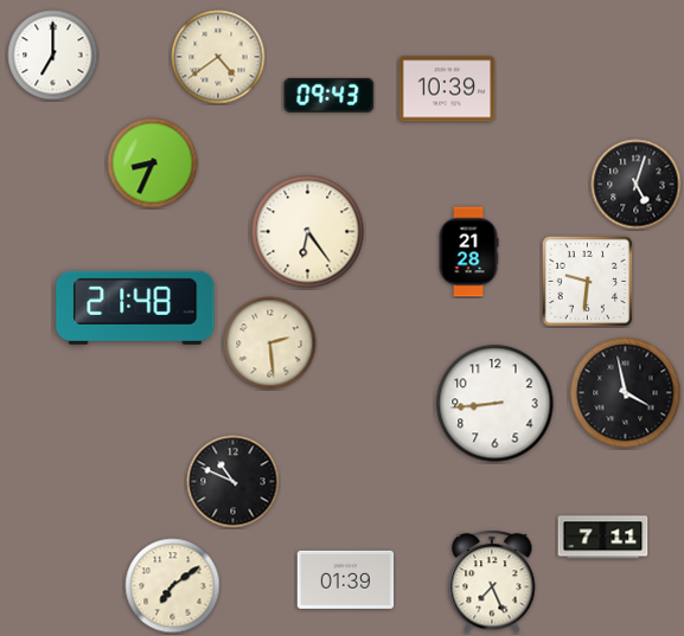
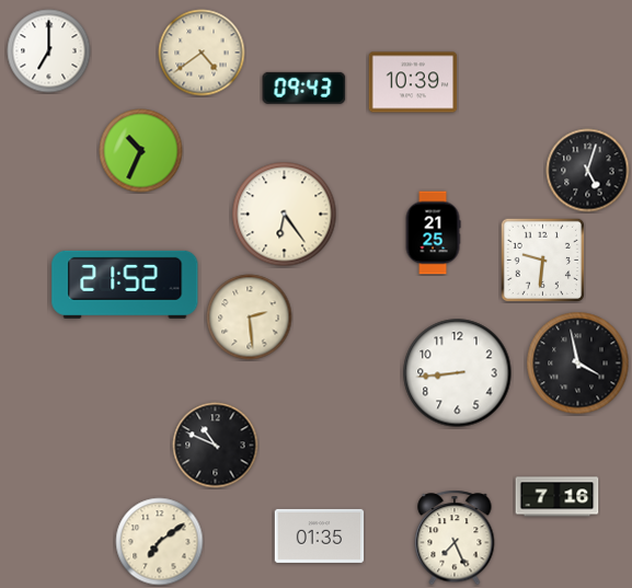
clock at (153, 163): 8:34 -> 10:34
clock at (468, 252): 21:28 -> 21:25
clock at (135, 308): 21:48 -> 21:52
clock at (603, 538): 7:11 -> 7:16
clock at (346, 579): 01:39 -> 01:35
